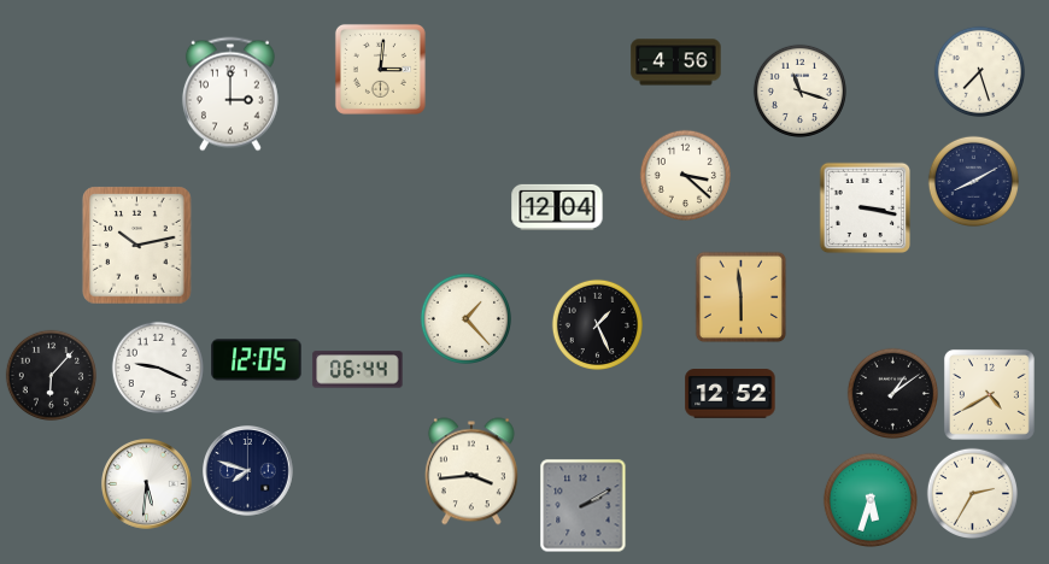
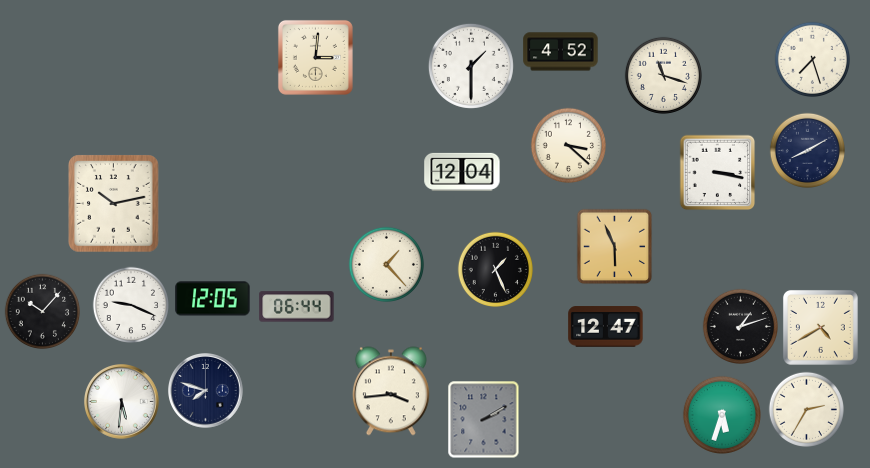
clock at (676, 63): 4:56 -> 4:52
clock at (471, 66): none -> 1:30
clock at (230, 94): 3:00 -> none
clock at (742, 298): 5:59 -> 5:56
clock at (51, 375): 6:07 -> 10:07
clock at (892, 393): 1:09 -> 1:12
clock at (731, 394): 12:52 -> 12:47
